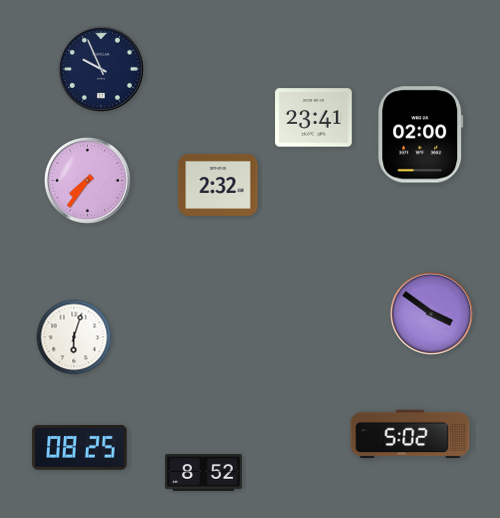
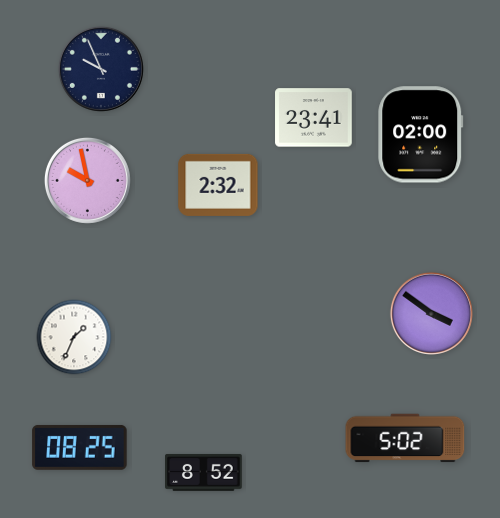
clock at (87, 180): 7:36 -> 9:58
clock at (74, 337): 6:03 -> 1:34
clock at (410, 434) position: (410, 434) -> (405, 438)
